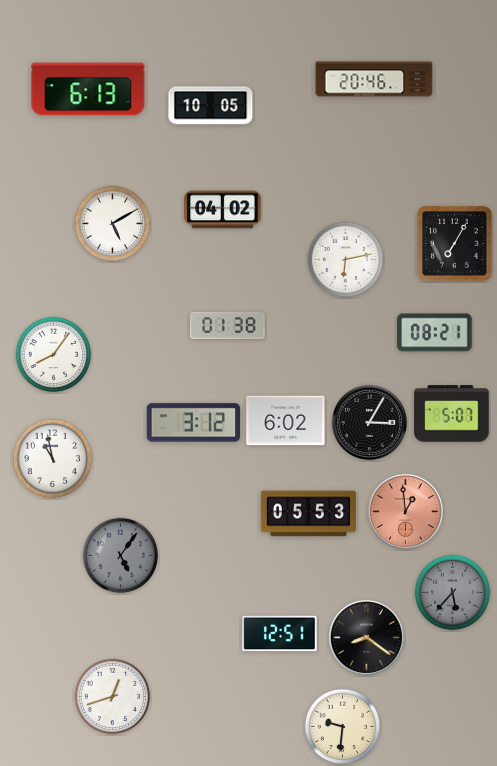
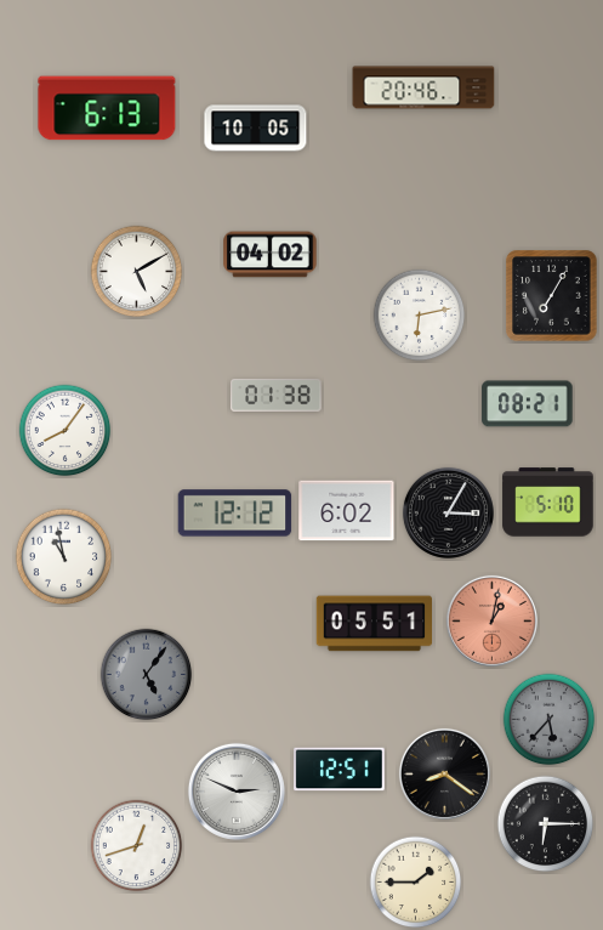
clock at (374, 79) position: (374, 79) -> (423, 87)
clock at (452, 414): 5:07 -> 5:10
clock at (194, 423): 3:12 -> 12:12
clock at (405, 511): 12:59 -> 1:02
clock at (308, 514): 05:53 -> 05:51
clock at (237, 792): none -> 2:49
clock at (546, 824): none -> 6:15
clock at (343, 727): 9:31 -> 1:45
